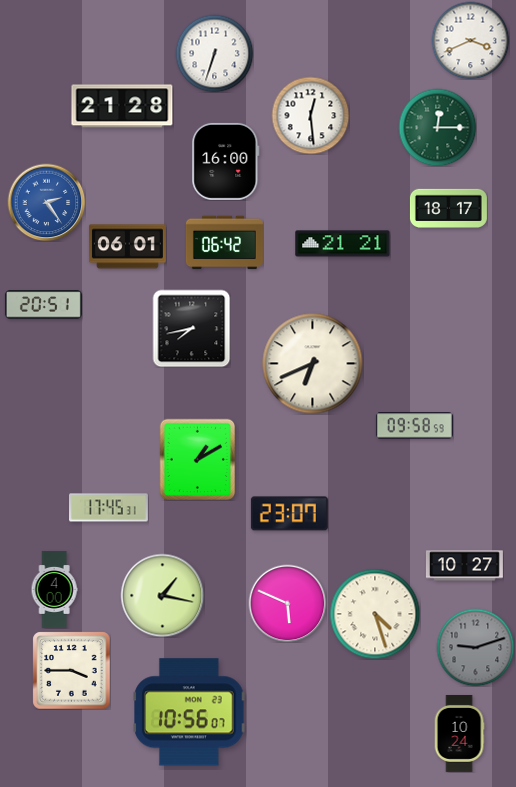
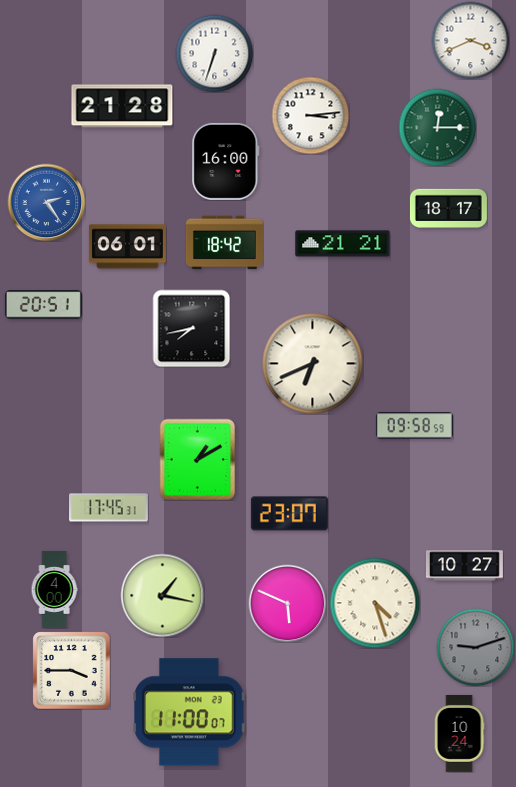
clock at (310, 115): 12:29 -> 3:14
clock at (224, 243): 06:42 -> 18:42
clock at (375, 614) position: (375, 614) -> (375, 603)
clock at (189, 712): 10:56 -> 11:00
